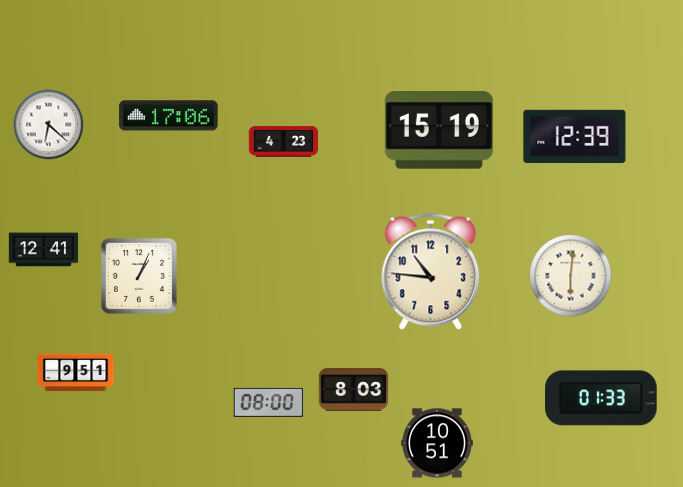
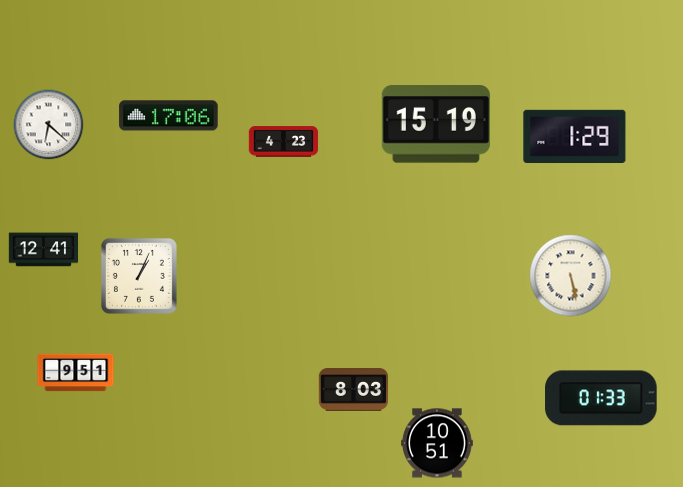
clock at (439, 130) position: (439, 130) -> (436, 124)
clock at (575, 136): 12:39 -> 1:29
clock at (431, 271): 10:46 -> none
clock at (571, 276): 6:01 -> 5:28
clock at (268, 402): 08:00 -> none
